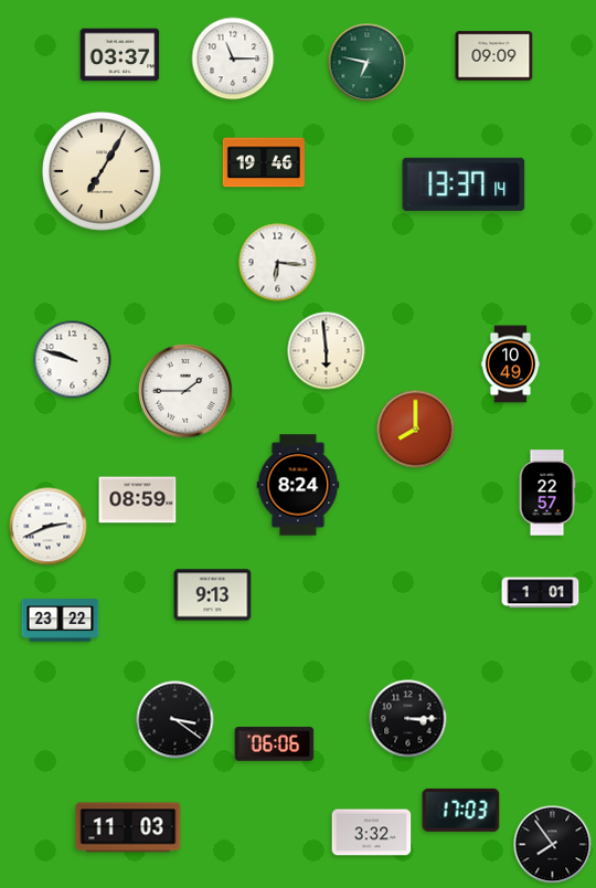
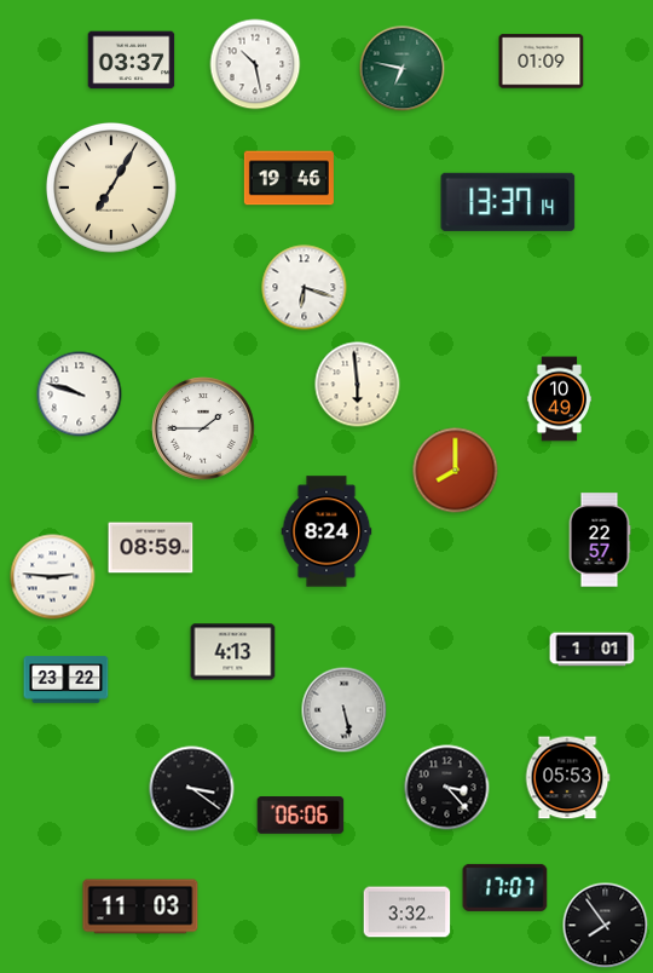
clock at (494, 56): 09:09 -> 01:09
clock at (233, 59): 11:15 -> 10:28
clock at (278, 263): 6:16 -> 6:18
clock at (49, 527): 2:41 -> 2:46
clock at (213, 595): 9:13 -> 4:13
clock at (345, 710): none -> 5:28
clock at (567, 778): none -> 05:53
clock at (408, 719): 3:15 -> 3:23
clock at (461, 810): 17:03 -> 17:07
